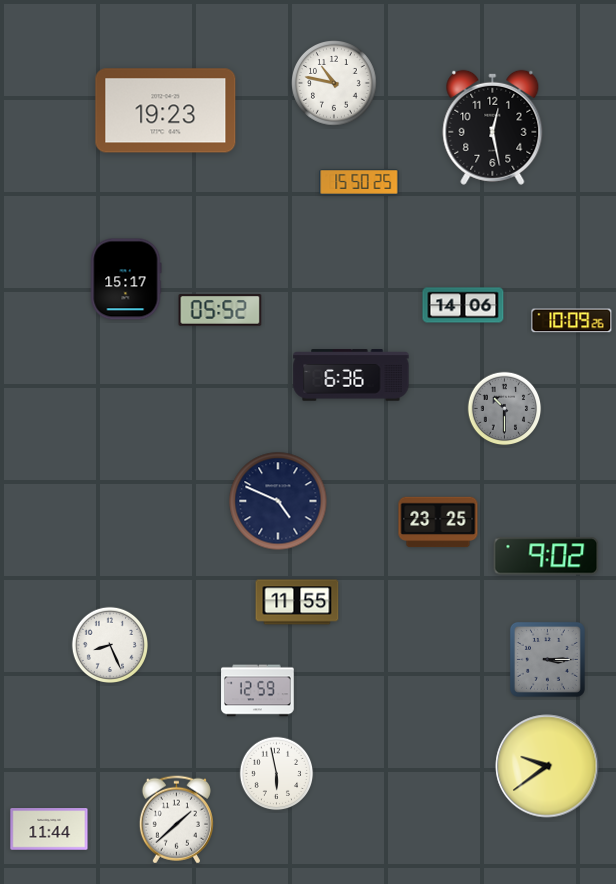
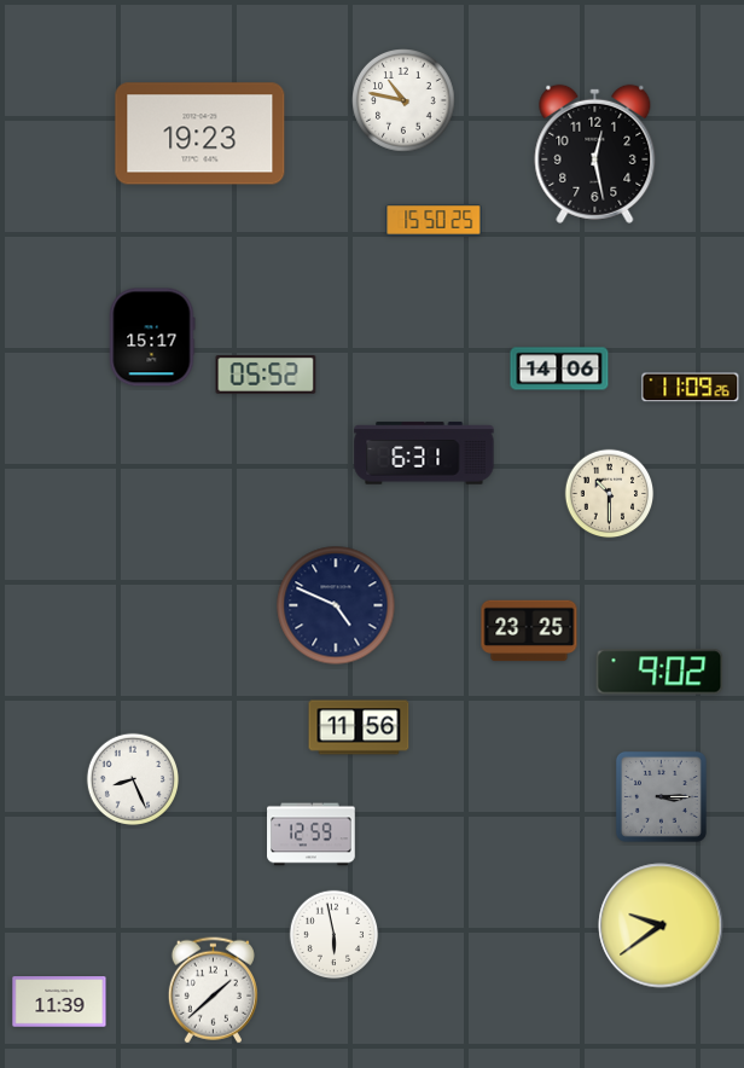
clock at (572, 321): 10:09 -> 11:09
clock at (351, 375): 6:36 -> 6:31
clock at (505, 409) dial: grey -> cream
clock at (297, 602): 11:55 -> 11:56
clock at (49, 829): 11:44 -> 11:39
